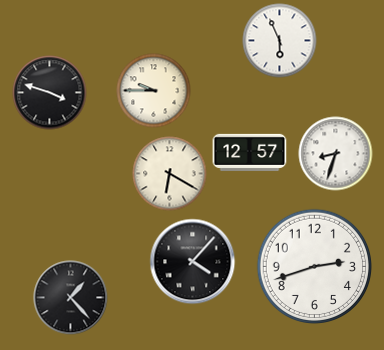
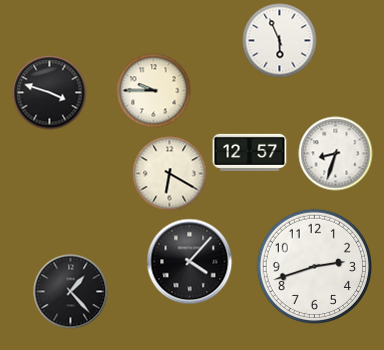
clock at (193, 262) position: (193, 262) -> (190, 262)
clock at (71, 298) position: (71, 298) -> (71, 292)
